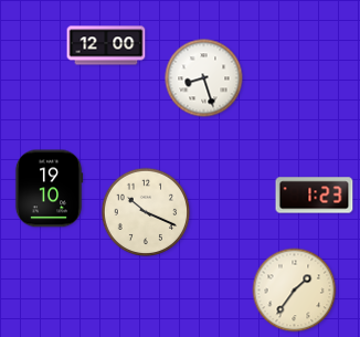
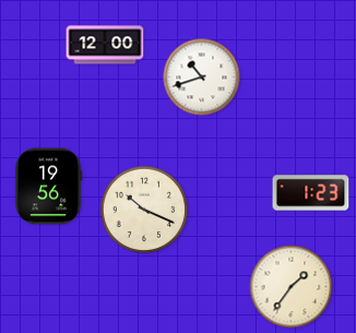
clock at (204, 78): 8:27 -> 10:42
clock at (49, 189): 19:10 -> 19:56
